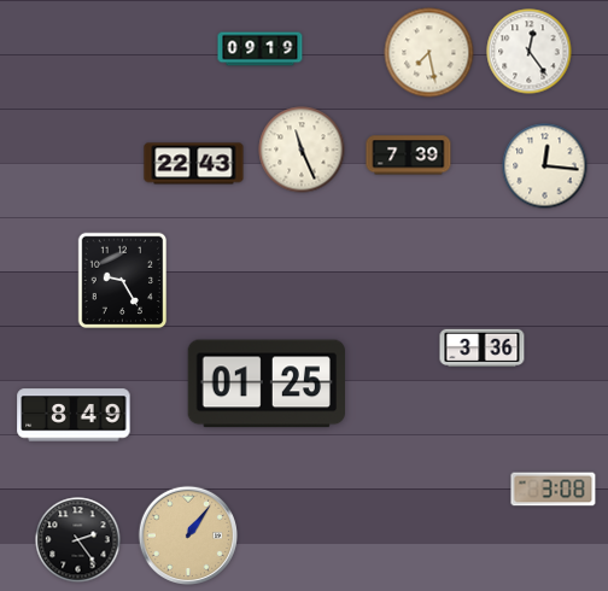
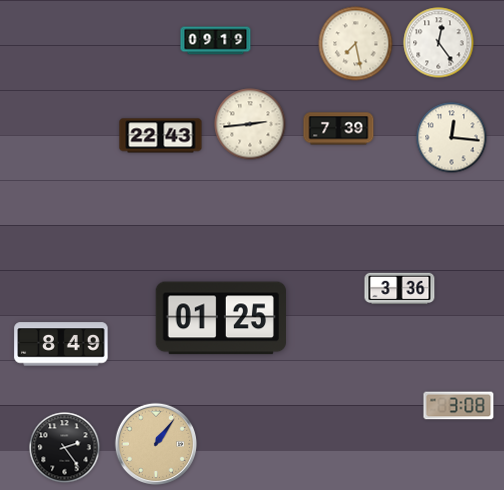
clock at (302, 150): 11:26 -> 2:44
clock at (123, 281): 9:25 -> none
